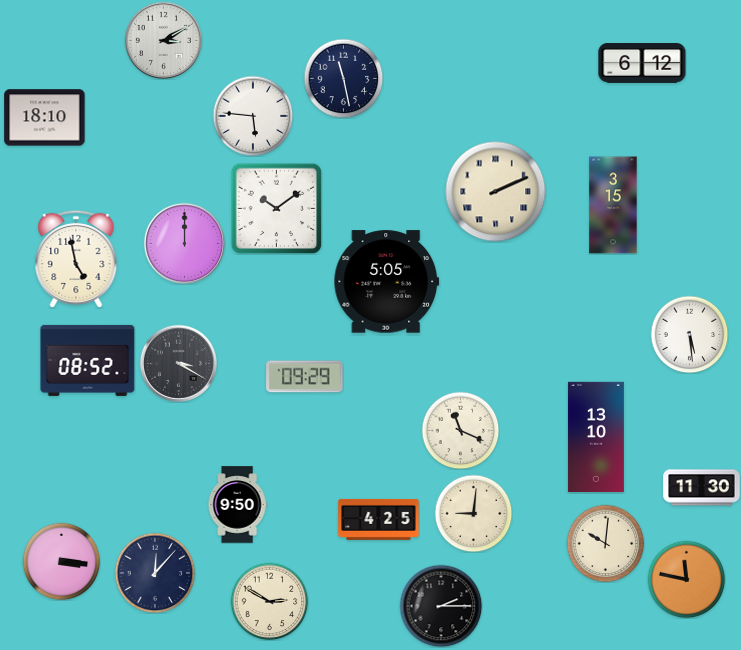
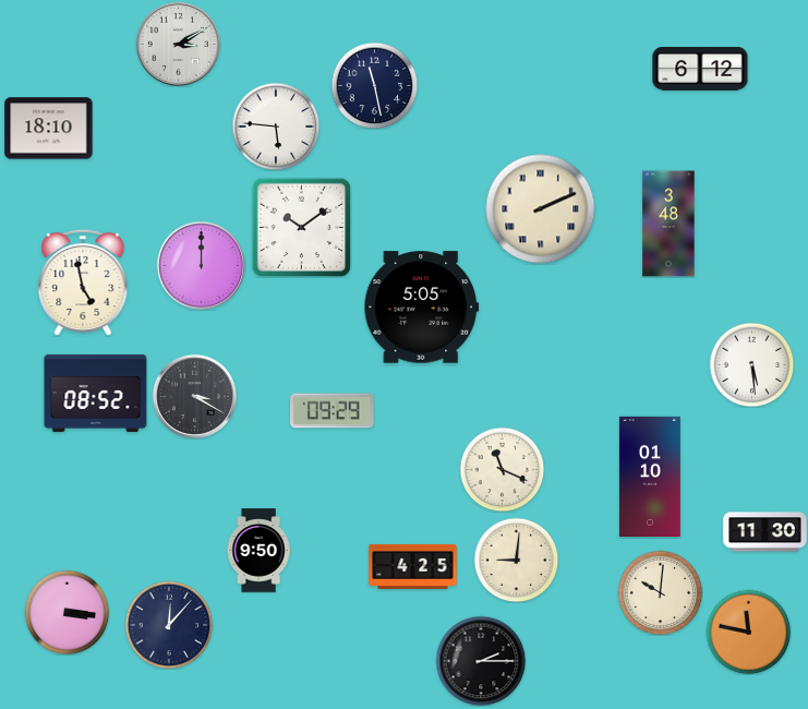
clock at (613, 205): 3:15 -> 3:48
clock at (596, 436): 13:10 -> 01:10
clock at (269, 601): 2:50 -> none
